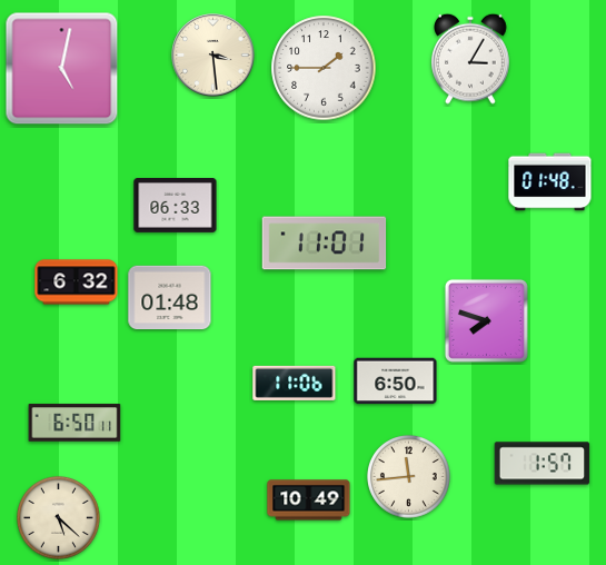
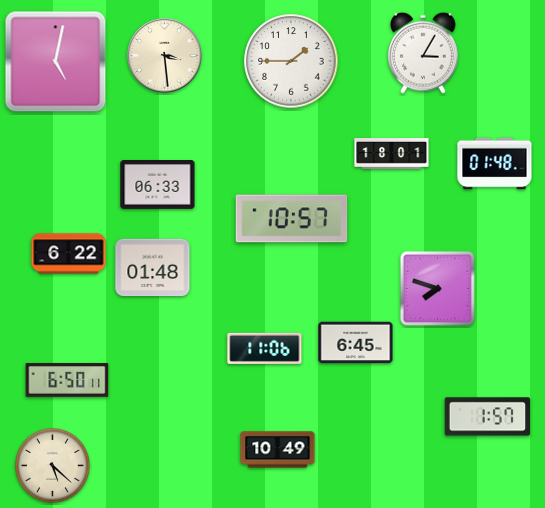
clock at (213, 56) position: (213, 56) -> (165, 56)
clock at (392, 154): none -> 18:01
clock at (325, 244): 11:01 -> 10:57
clock at (77, 282): 6:32 -> 6:22
clock at (396, 381): 6:50 -> 6:45
clock at (295, 383) position: (295, 383) -> (265, 348)
clock at (409, 477): 11:44 -> none
